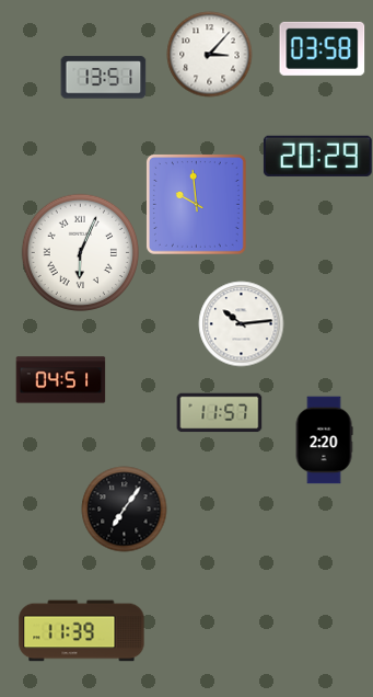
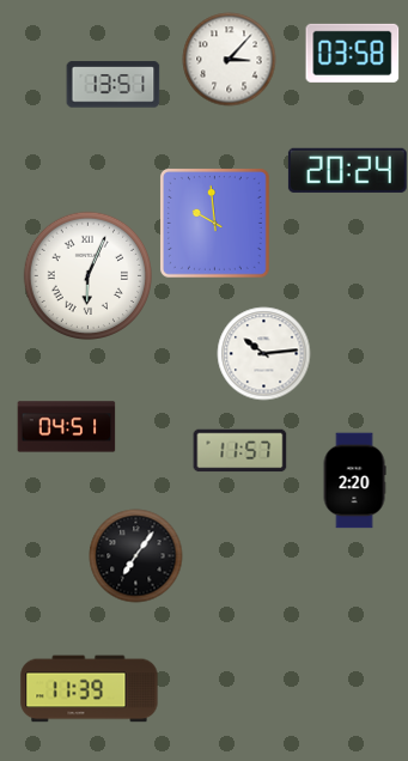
clock at (317, 156): 20:29 -> 20:24
clock at (60, 380) position: (60, 380) -> (66, 427)
